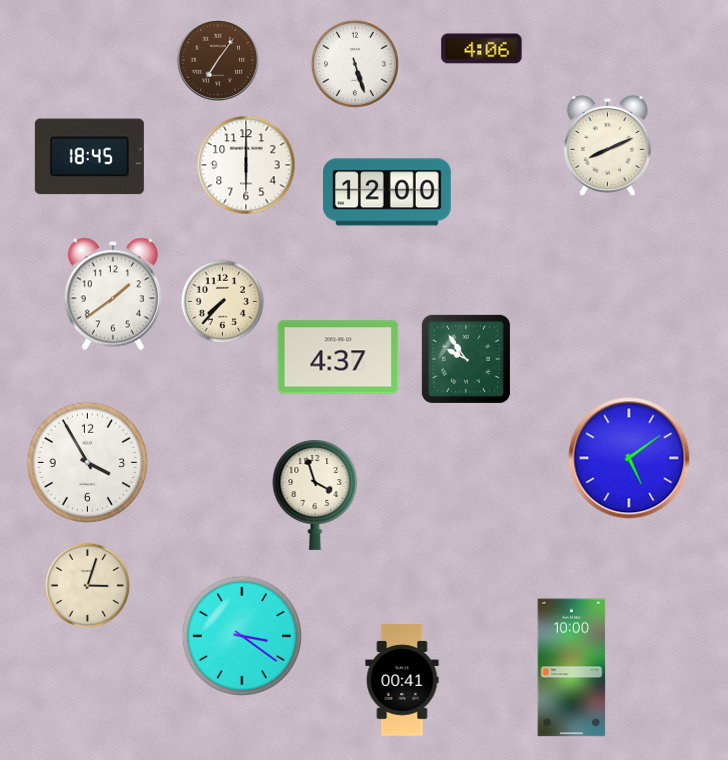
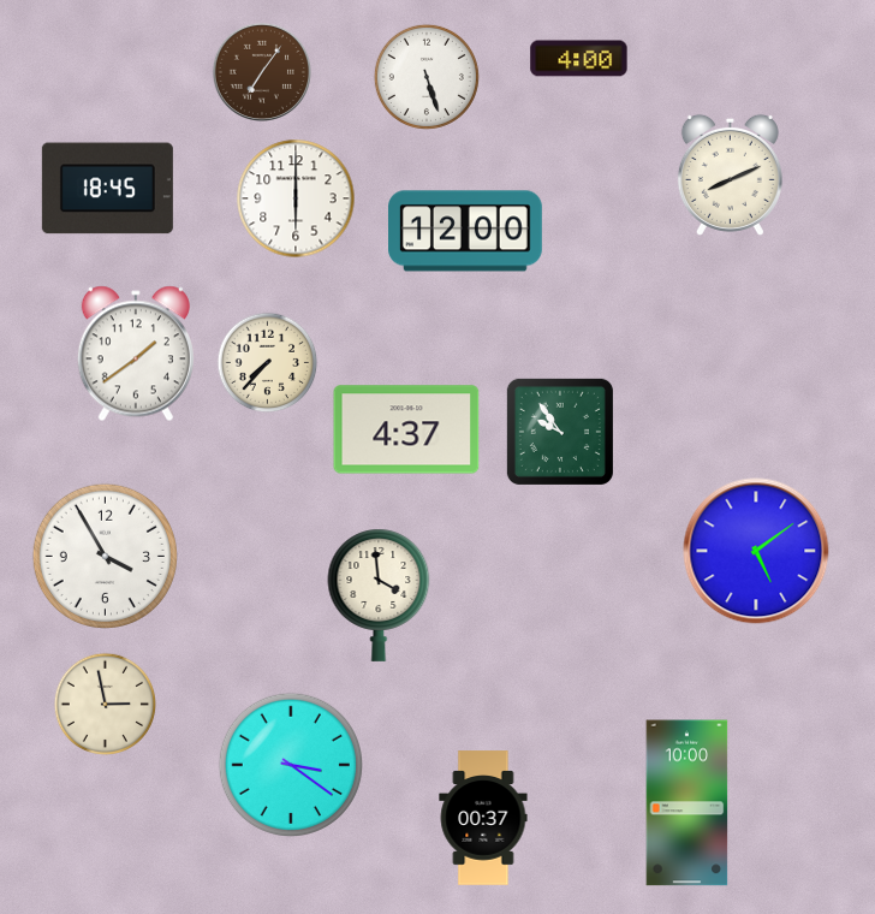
clock at (482, 49): 4:06 -> 4:00
clock at (315, 495): 3:57 -> 3:59
clock at (88, 586): 3:03 -> 2:58
clock at (402, 680): 00:41 -> 00:37
